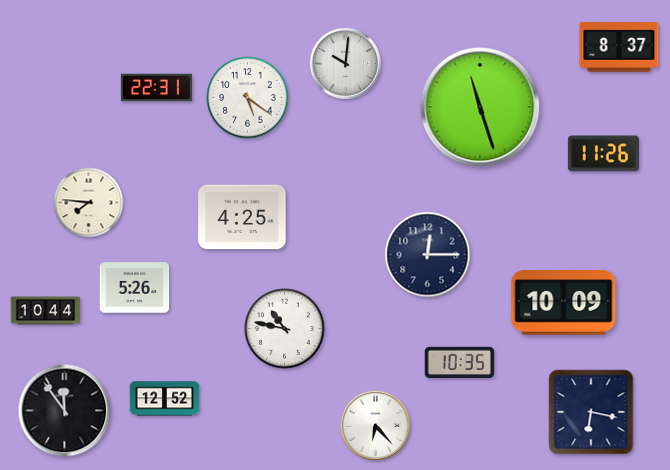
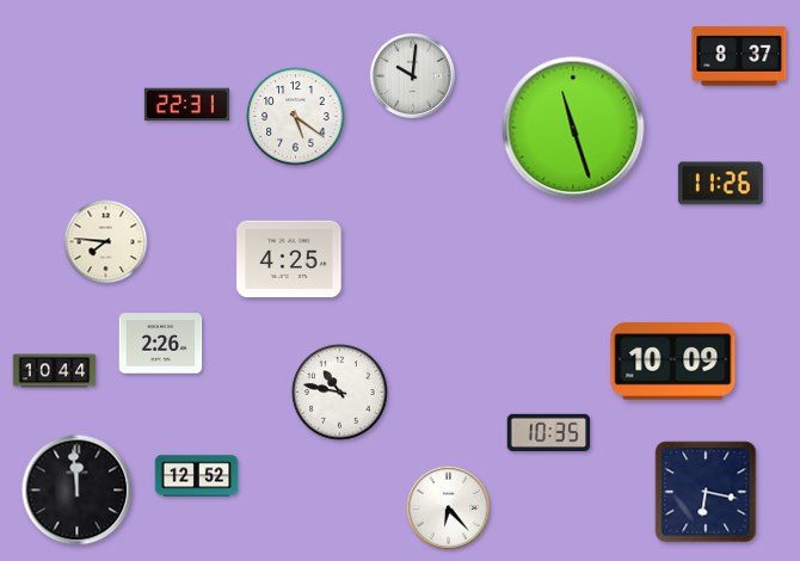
clock at (428, 255): 12:15 -> none
clock at (135, 288): 5:26 -> 2:26
clock at (65, 411): 11:54 -> 11:59
